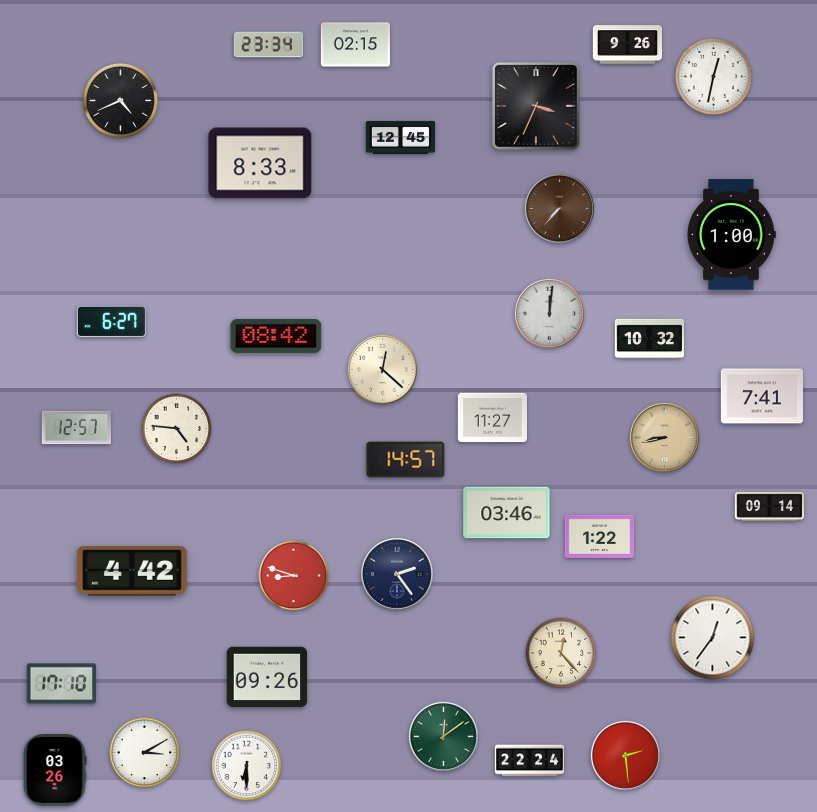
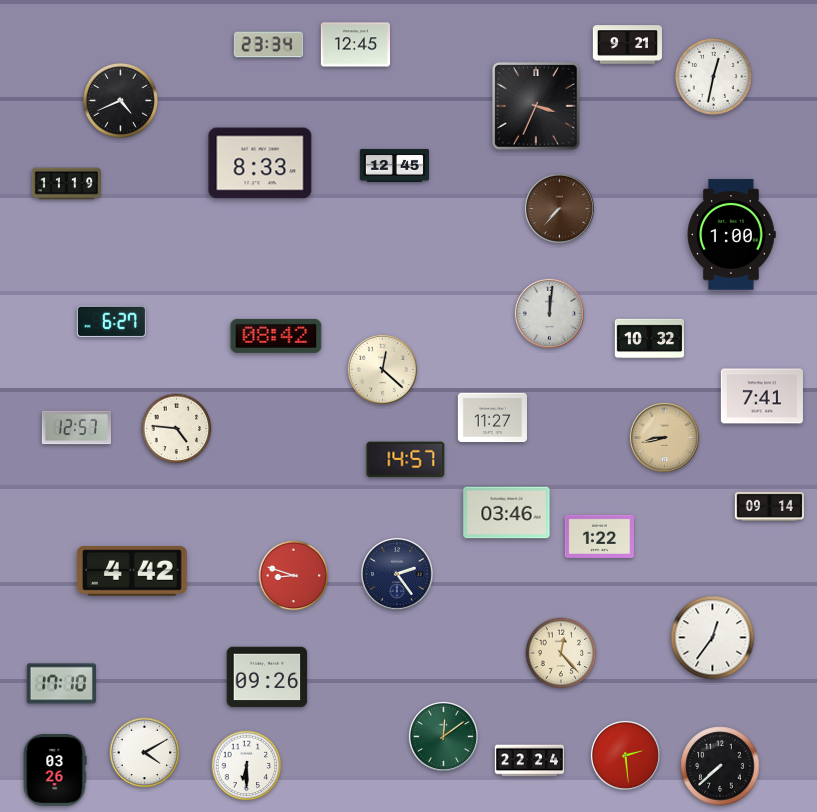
clock at (355, 45): 02:15 -> 12:45
clock at (627, 45): 9:26 -> 9:21
clock at (401, 137) position: (401, 137) -> (395, 165)
clock at (67, 184): none -> 11:19
clock at (145, 753): 3:10 -> 4:10
clock at (720, 766): none -> 7:38
